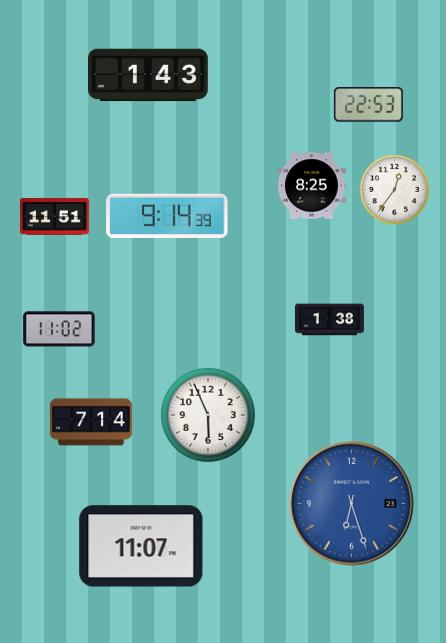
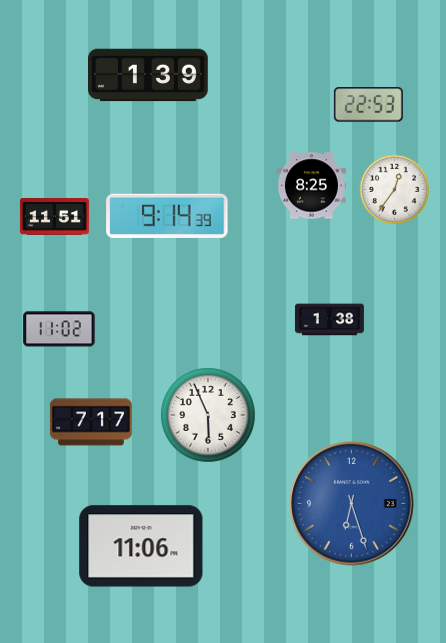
clock at (149, 75): 1:43 -> 1:39
clock at (91, 422): 7:14 -> 7:17
clock at (141, 546): 11:07 -> 11:06
